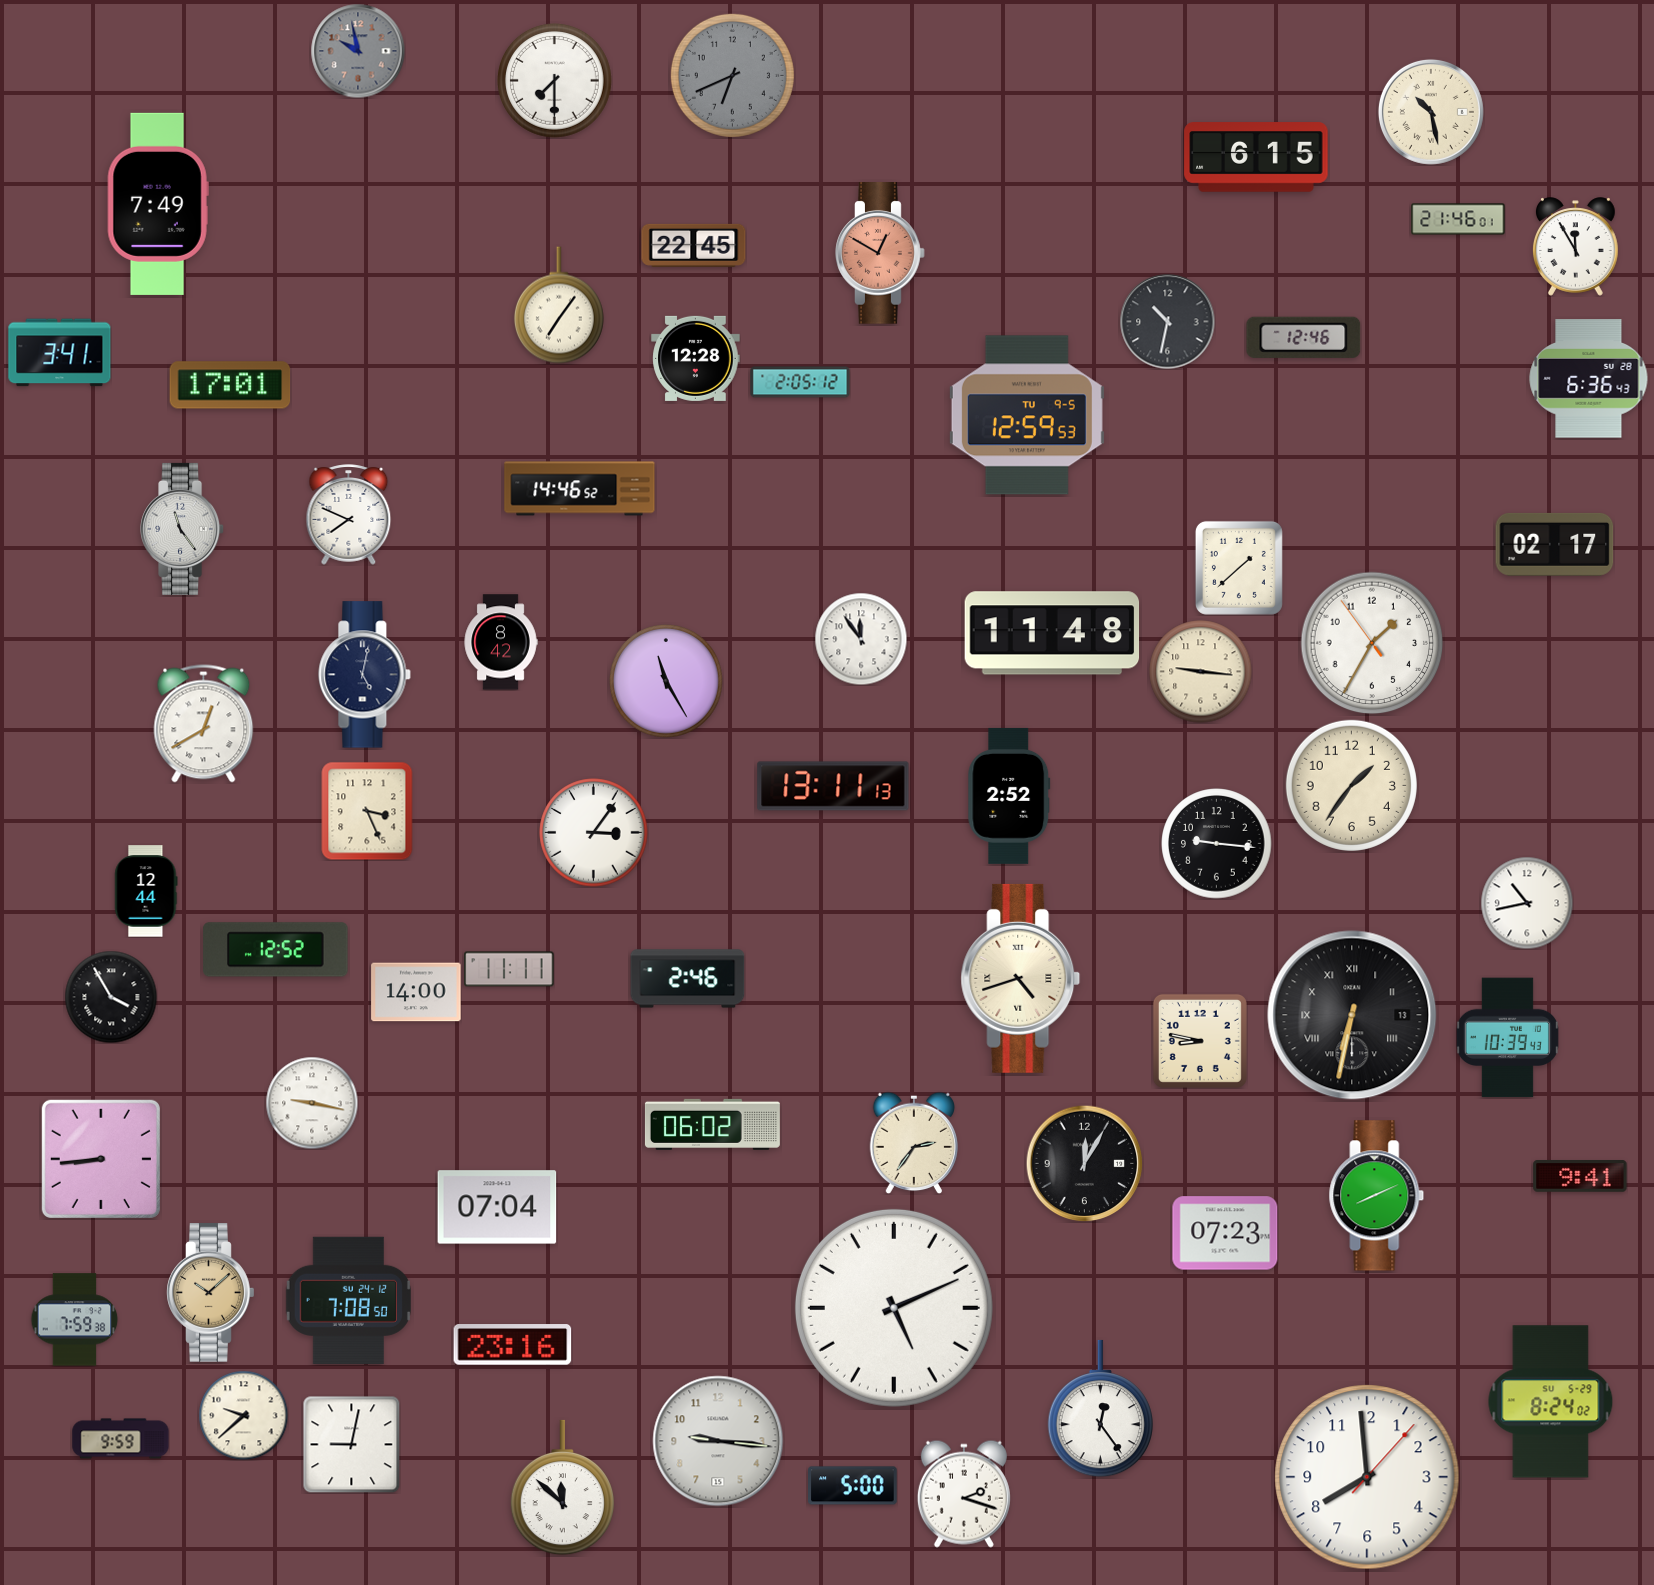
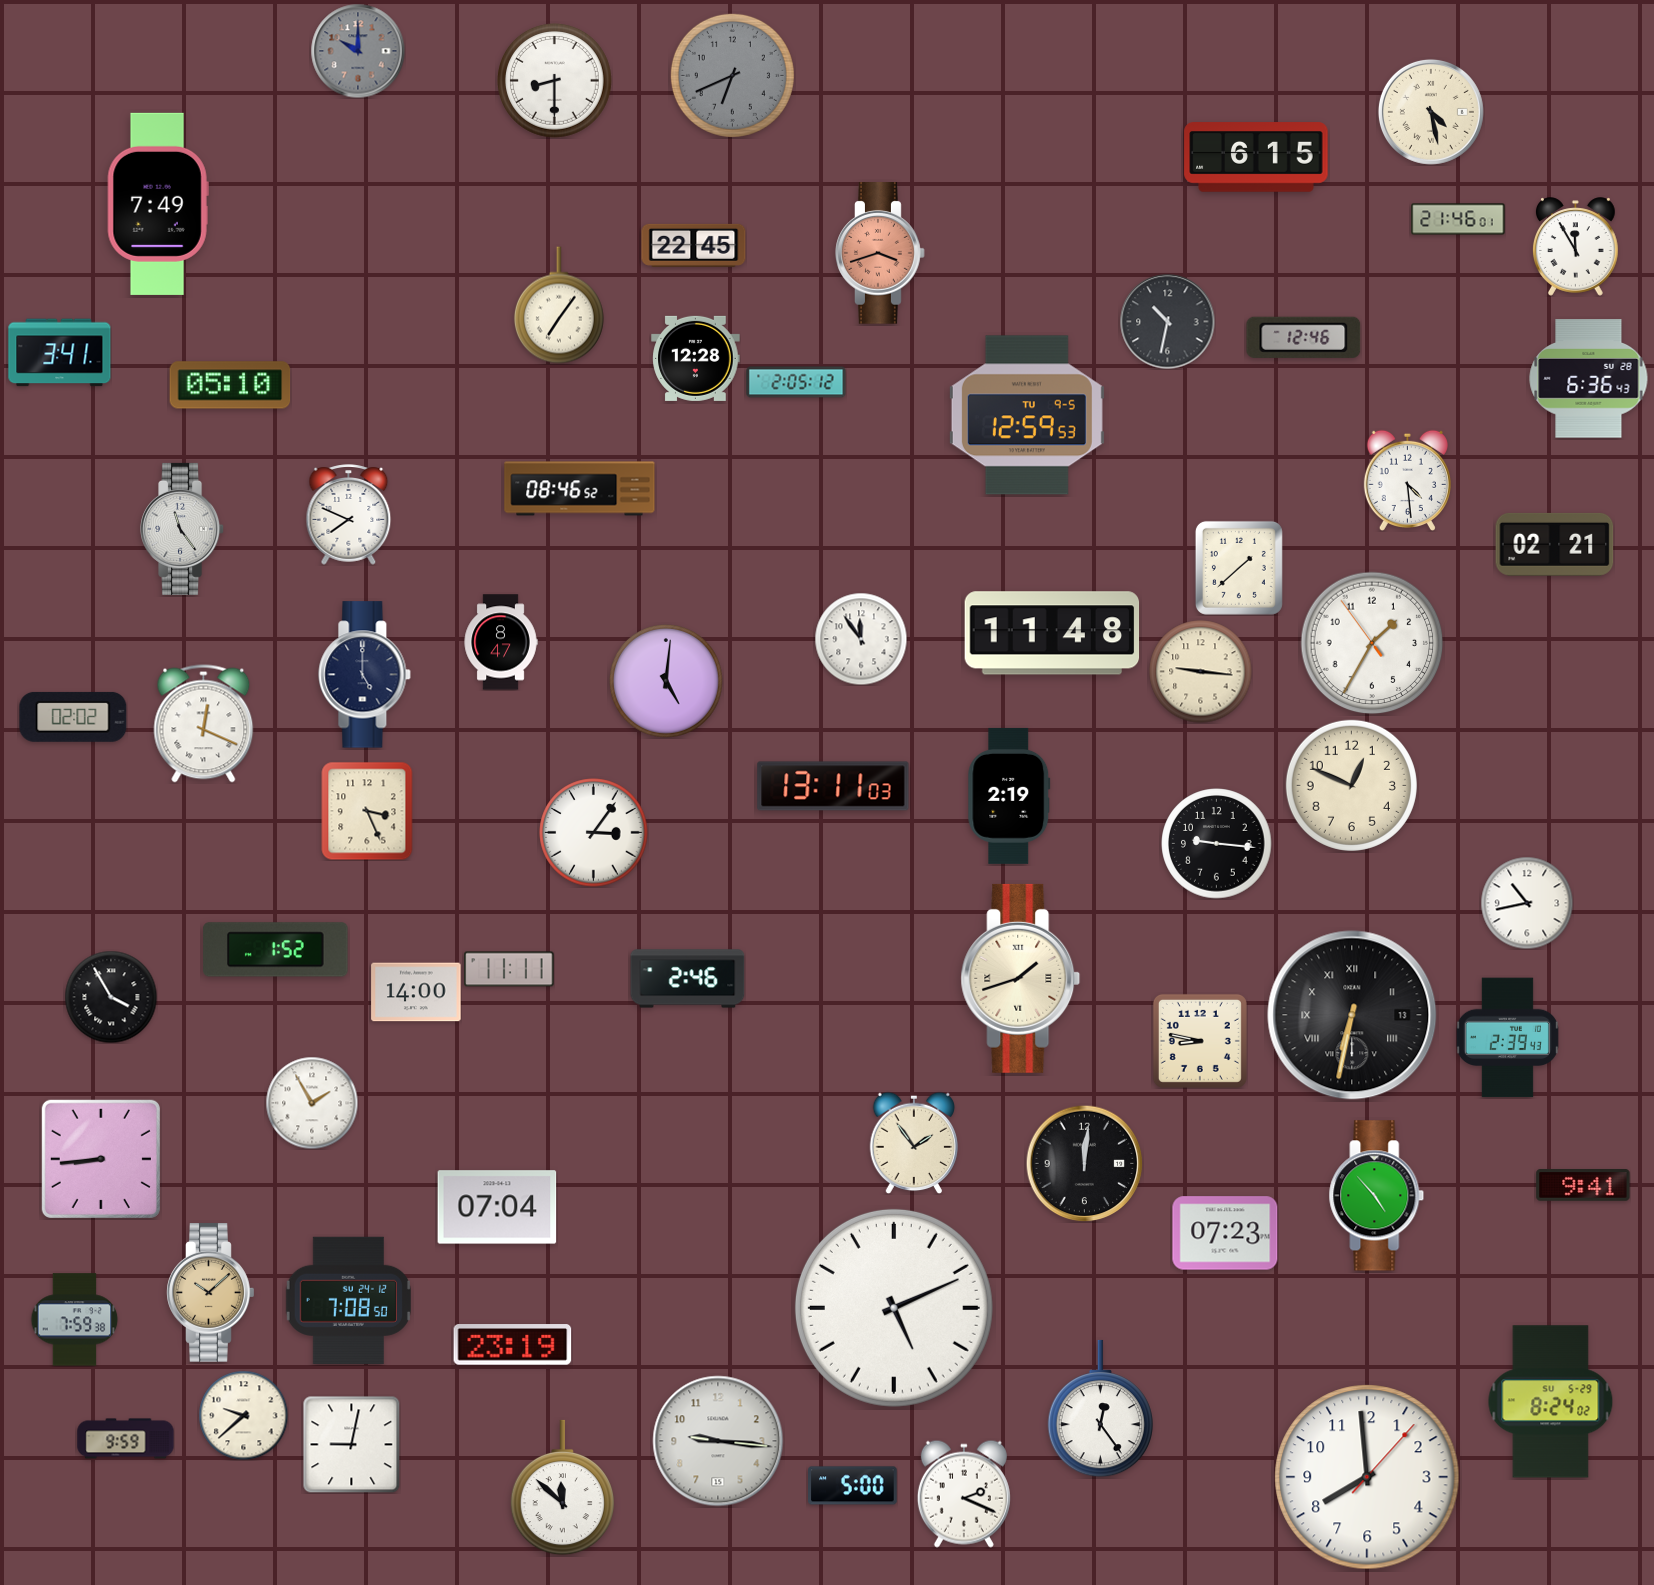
clock at (358, 51): 9:58 -> 10:00
clock at (555, 81): 7:30 -> 8:30
clock at (1431, 112): 10:28 -> 4:28
clock at (880, 253): 12:50 -> 3:42
clock at (800, 382) position: (800, 382) -> (796, 382)
clock at (230, 385): 17:01 -> 05:10
clock at (1407, 480): none -> 4:29
clock at (580, 489): 14:46 -> 08:46
clock at (1555, 544): 02:17 -> 02:21
clock at (501, 642): 8:42 -> 8:47
clock at (365, 675): 5:02 -> 5:00
clock at (667, 682): 11:25 -> 5:01
clock at (73, 717): none -> 02:02
clock at (204, 724): 12:40 -> 12:19
clock at (1351, 785): 1:36 -> 12:49
clock at (833, 786): 13:11:13 -> 13:11:03
clock at (1009, 796): 2:52 -> 2:19
clock at (146, 891): 12:44 -> none
clock at (276, 950): 12:52 -> 1:52
clock at (1021, 978): 4:42 -> 1:42
clock at (1507, 1038): 10:39 -> 2:39
clock at (312, 1103): 9:17 -> 1:55
clock at (712, 1124): 06:02 -> none
clock at (914, 1143): 2:36 -> 1:54
clock at (1084, 1163): 12:05 -> 12:01
clock at (1580, 1177) position: (1580, 1177) -> (1583, 1186)
clock at (1377, 1196): 8:11 -> 4:53
clock at (513, 1345): 23:16 -> 23:19
clock at (121, 1439) position: (121, 1439) -> (126, 1439)
clock at (964, 1494): 2:18 -> 2:19
